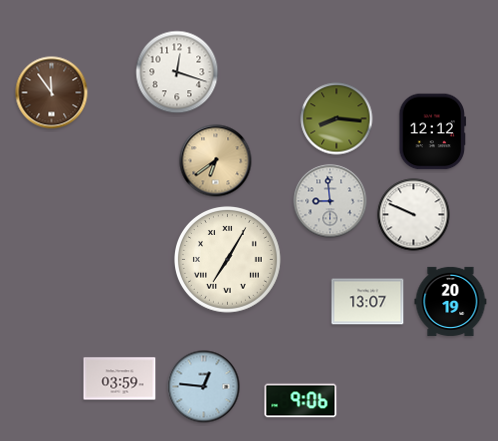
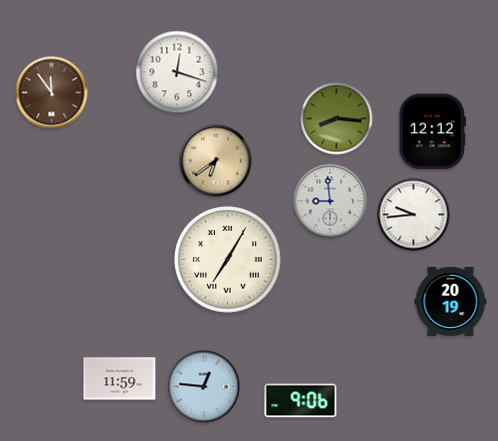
clock at (414, 215): 9:49 -> 9:44
clock at (368, 302): 13:07 -> none
clock at (120, 379): 03:59 -> 11:59
